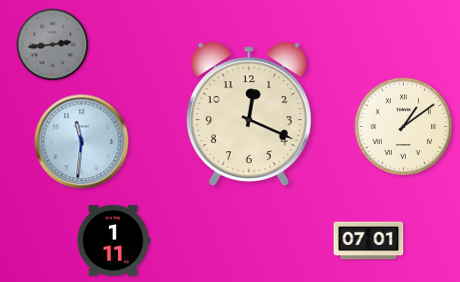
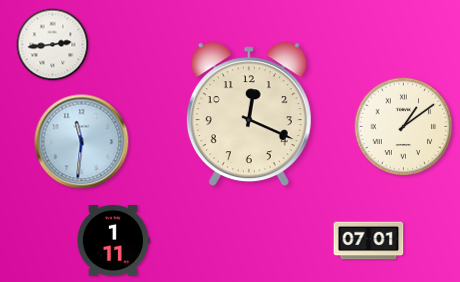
clock at (53, 45) dial: grey -> white
